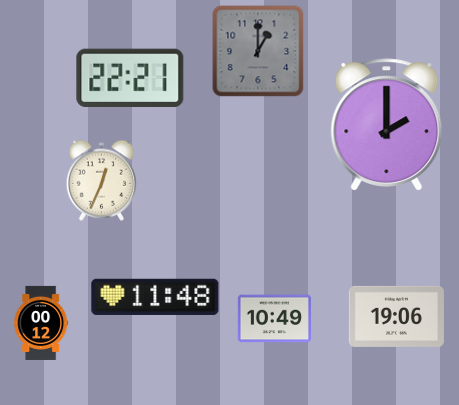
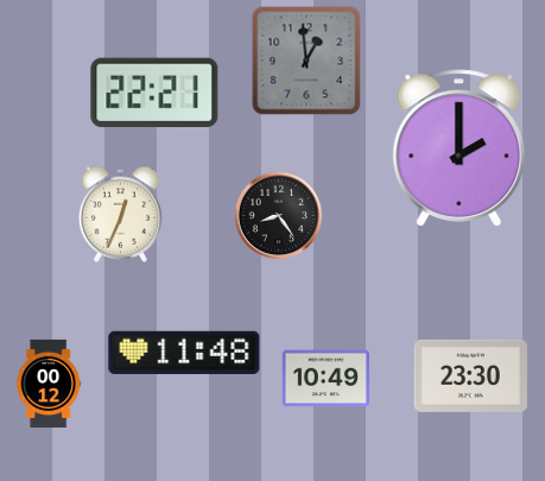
clock at (258, 51): 1:00 -> 12:59
clock at (279, 216): none -> 8:24
clock at (396, 316): 19:06 -> 23:30
